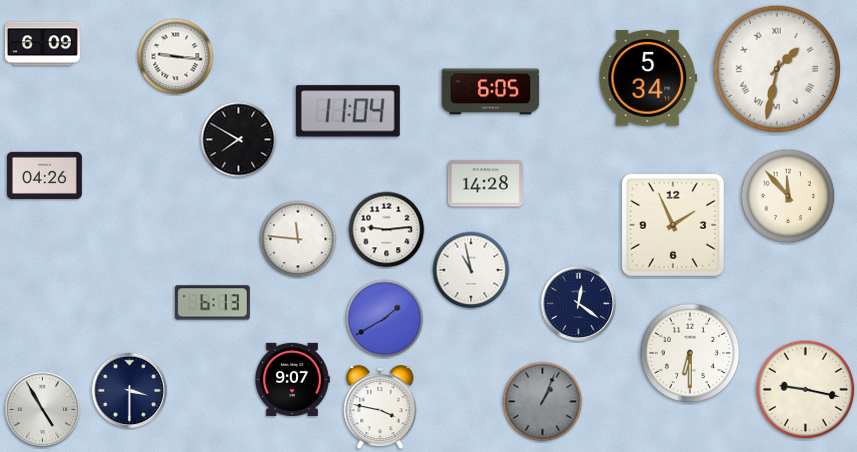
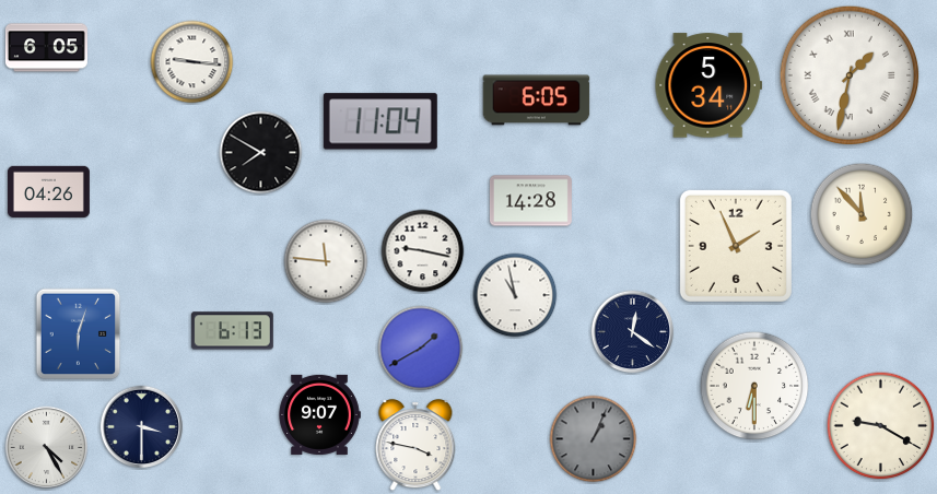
clock at (42, 44): 6:09 -> 6:05
clock at (387, 230): 9:14 -> 9:17
clock at (79, 334): none -> 6:03
clock at (806, 390): 9:17 -> 9:20
clock at (43, 410): 4:55 -> 4:25
